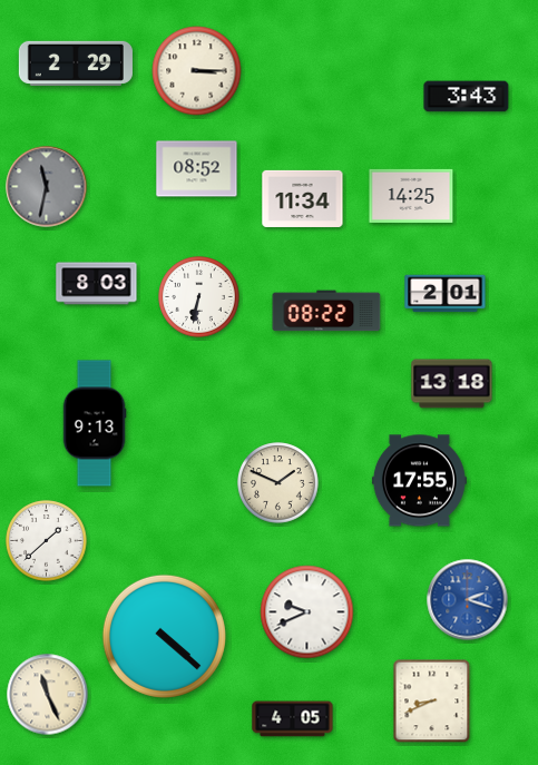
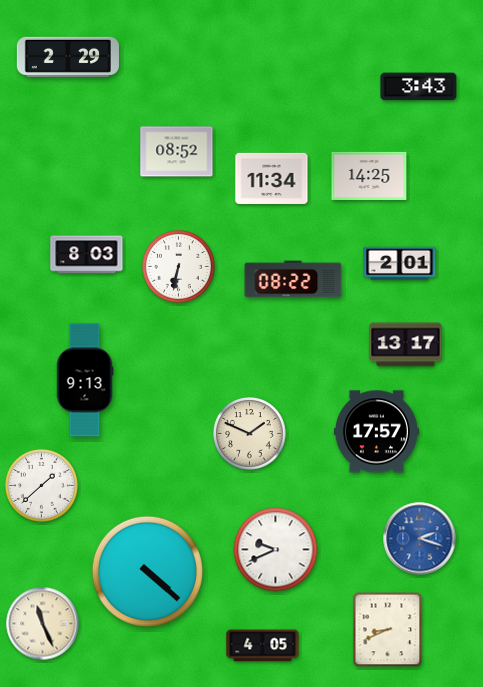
clock at (197, 71): 3:15 -> none
clock at (47, 187): 11:32 -> none
clock at (452, 384): 13:18 -> 13:17
clock at (419, 481): 17:55 -> 17:57
